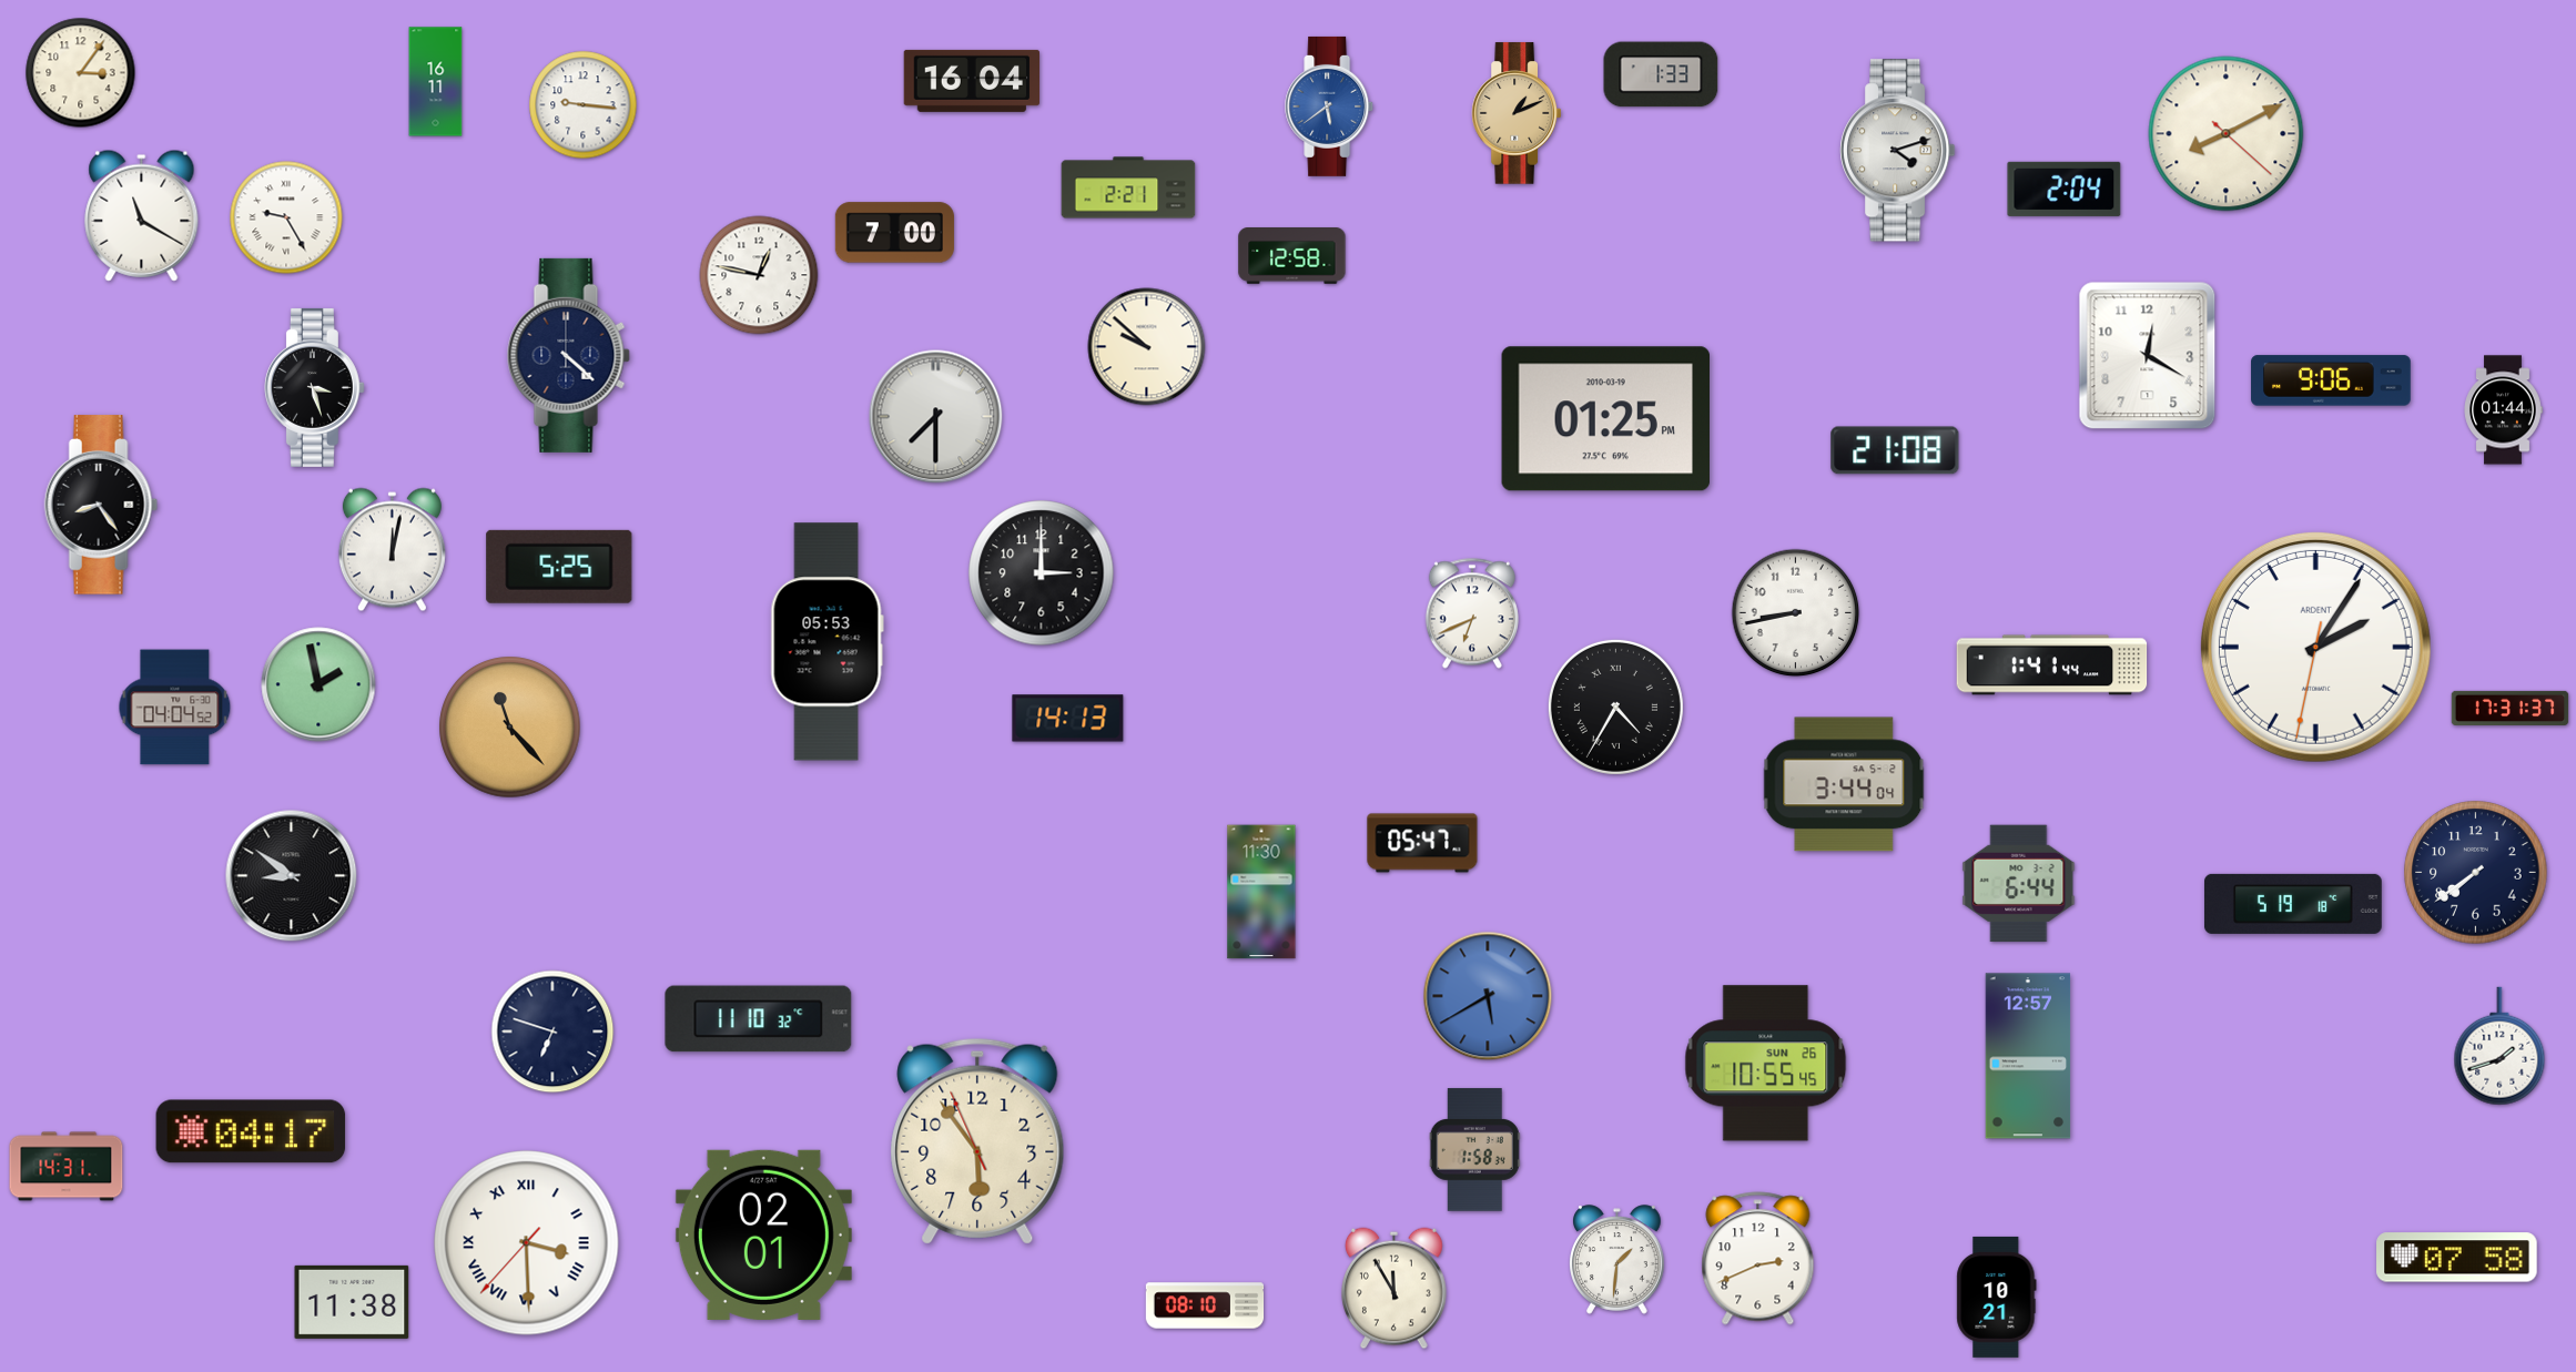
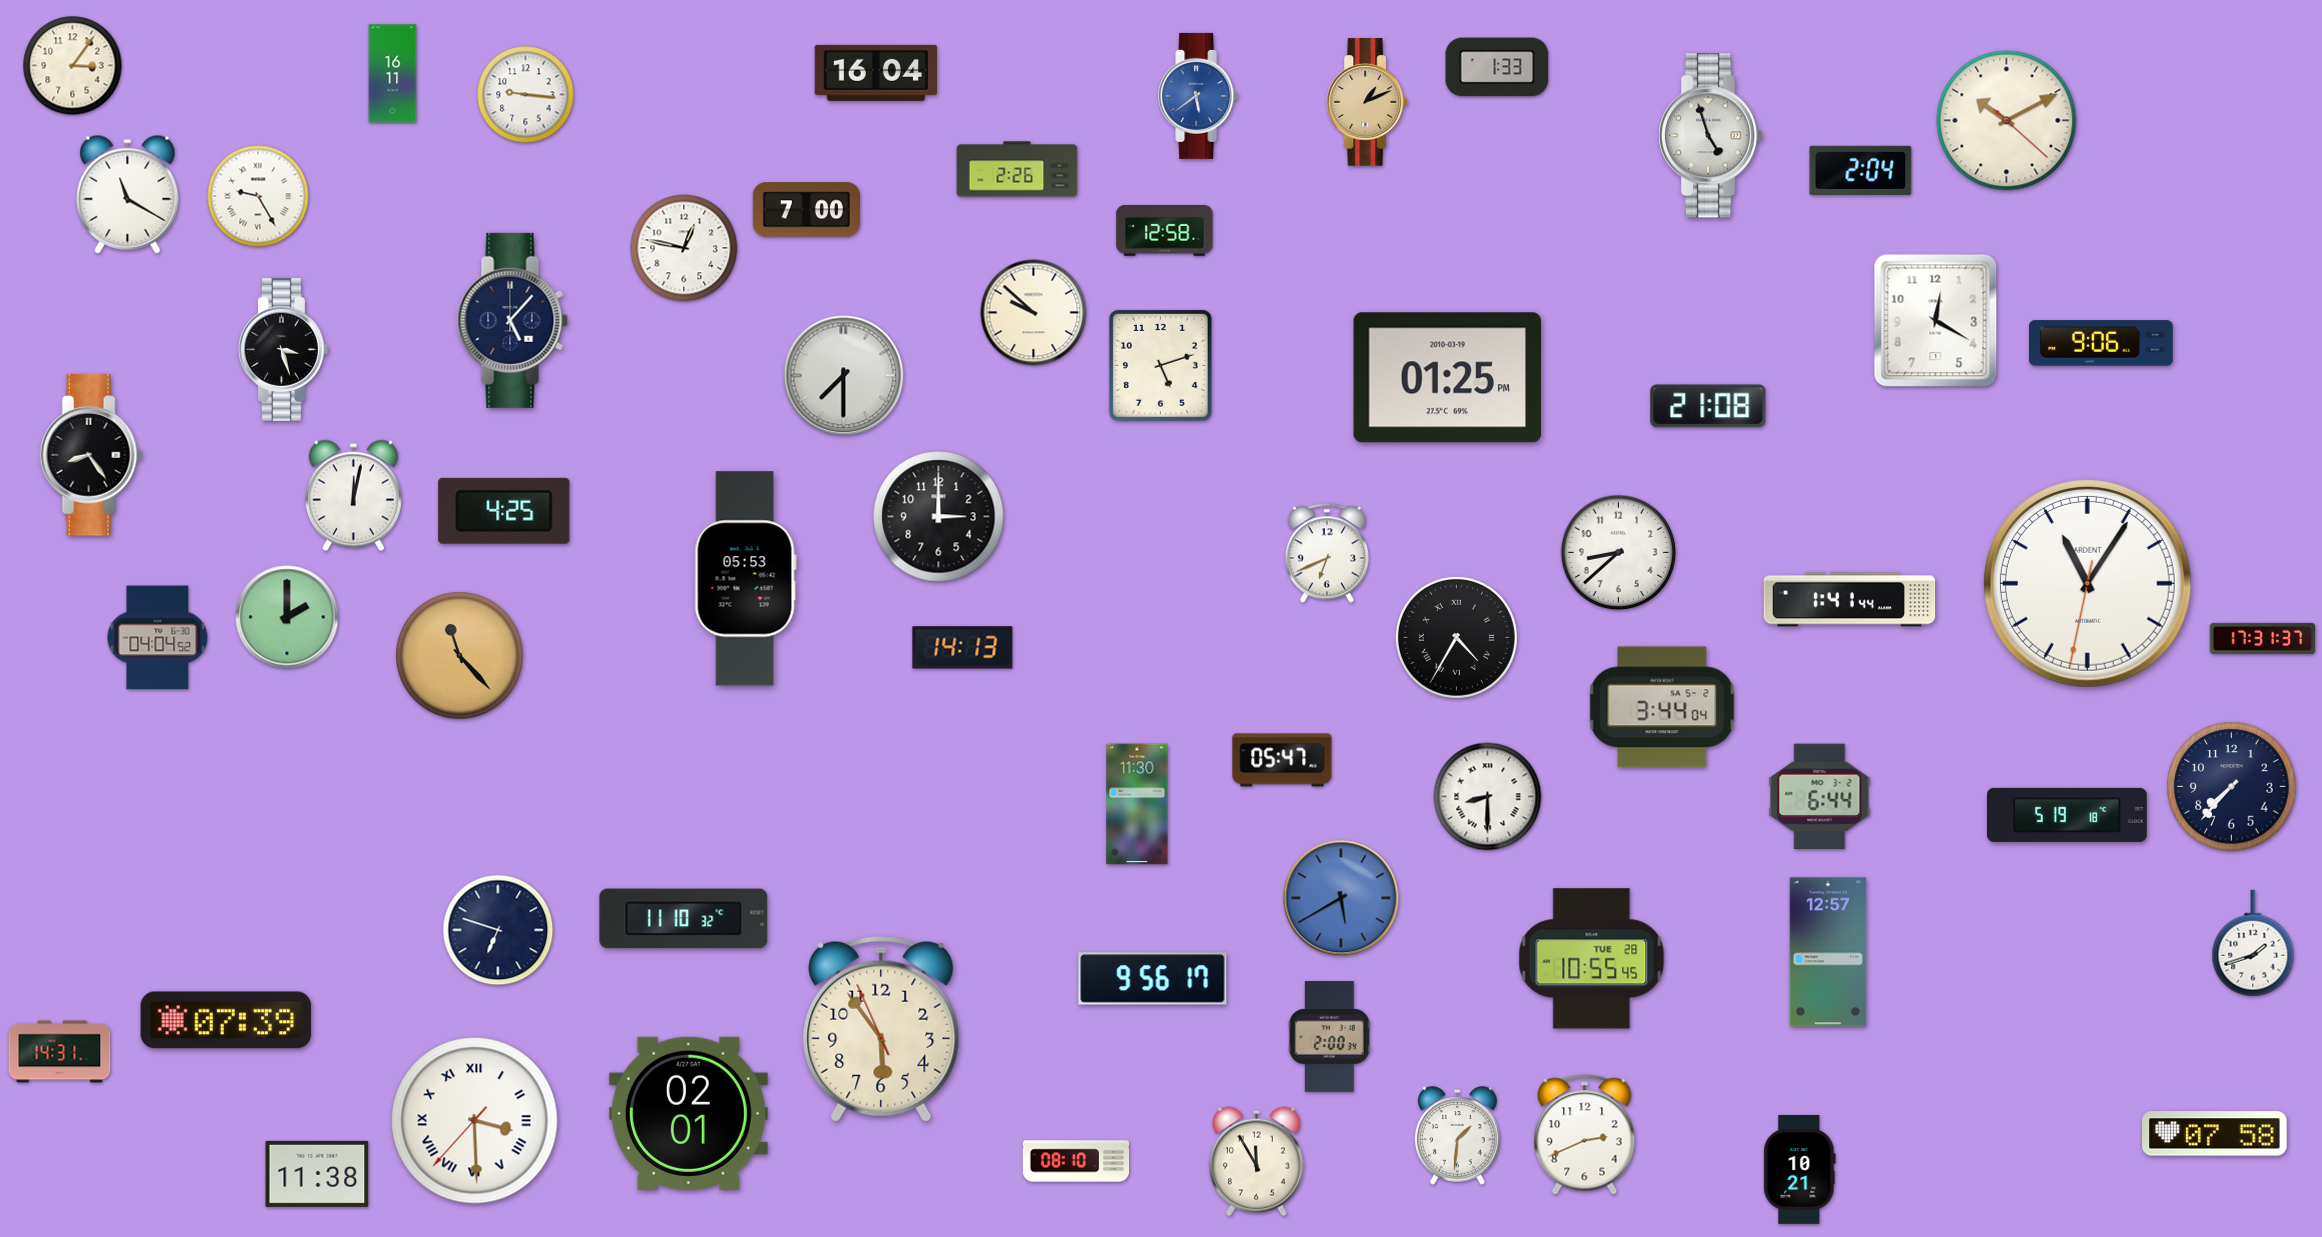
clock at (2227, 134): 8:10 -> 10:10
clock at (1898, 151): 4:12 -> 4:57
clock at (1128, 187): 2:21 -> 2:26
clock at (568, 355): 4:22 -> 5:07
clock at (1160, 365): none -> 5:12
clock at (2503, 410): 01:44 -> none
clock at (559, 567): 5:25 -> 4:25
clock at (1796, 613): 8:43 -> 8:38
clock at (2315, 647): 2:05 -> 11:05
clock at (318, 684): 1:58 -> 2:00
clock at (2476, 873): 7:39 -> 7:37
clock at (292, 876): 8:51 -> none
clock at (1488, 797): none -> 8:30
clock at (1766, 1064) date: SUN 26 -> TUE 28
clock at (1153, 979): none -> 9:56
clock at (251, 1131): 04:17 -> 07:39
clock at (1474, 1150): 1:58 -> 2:00
clock at (1205, 1305) position: (1205, 1305) -> (1076, 1161)
